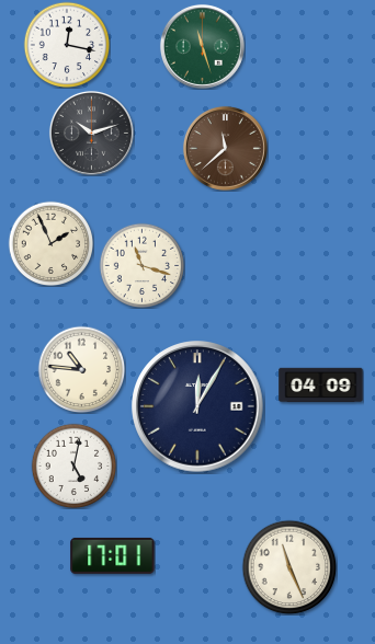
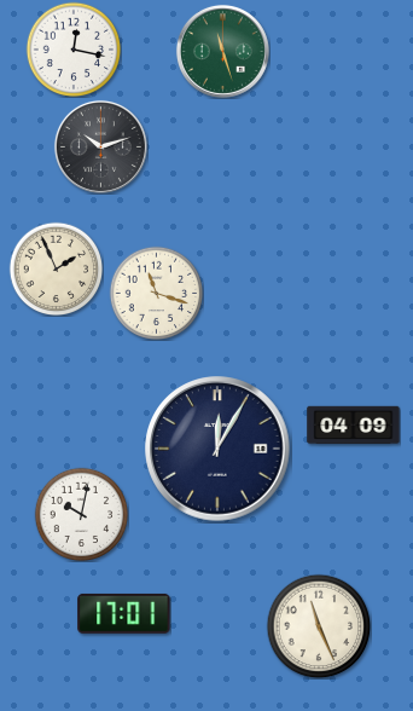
clock at (225, 148): 11:38 -> none
clock at (81, 369): 10:46 -> none
clock at (73, 465): 5:02 -> 10:02
